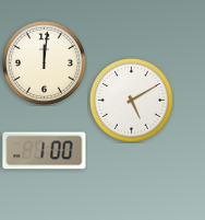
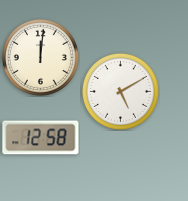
clock at (45, 151): 1:00 -> 12:58
